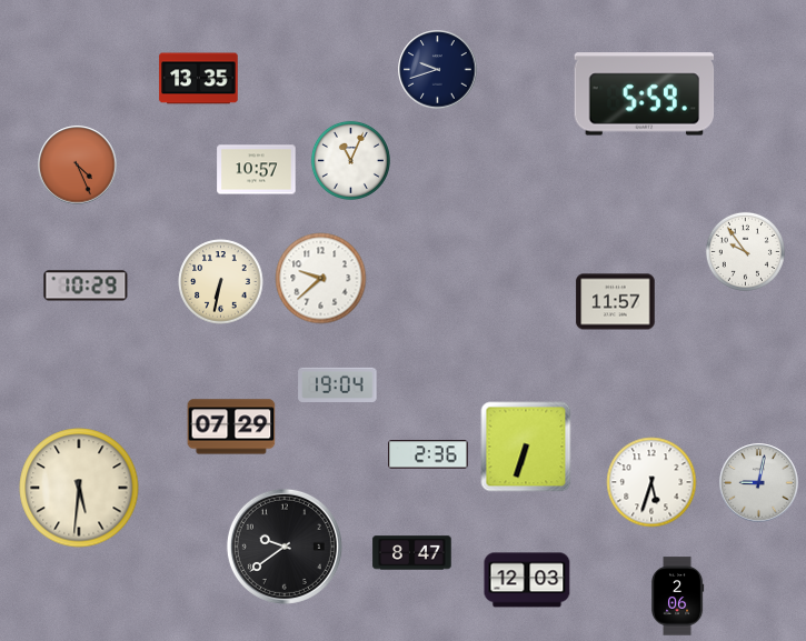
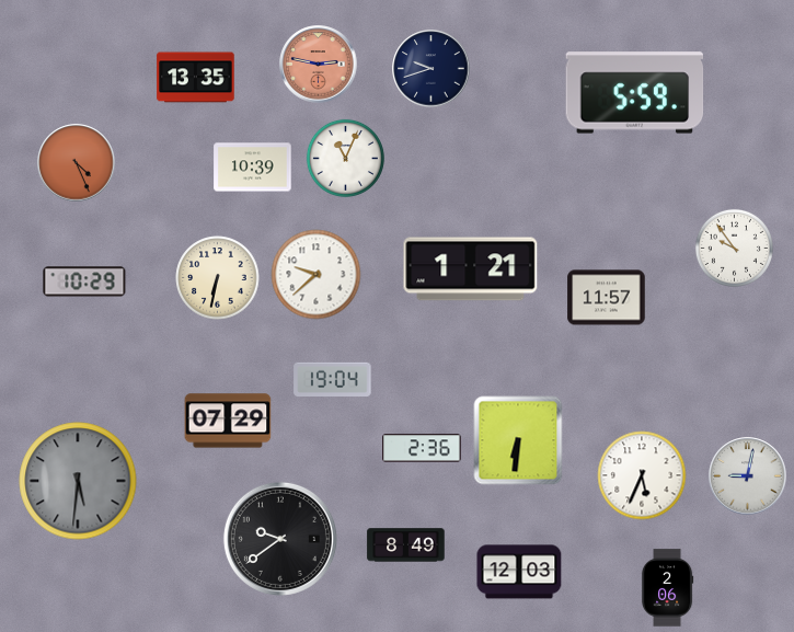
clock at (319, 65): none -> 2:47
clock at (257, 170): 10:57 -> 10:39
clock at (471, 269): none -> 1:21
clock at (526, 447): 6:33 -> 6:31
clock at (651, 482): 5:33 -> 5:34
clock at (79, 488) dial: cream -> grey
clock at (412, 553): 8:47 -> 8:49
